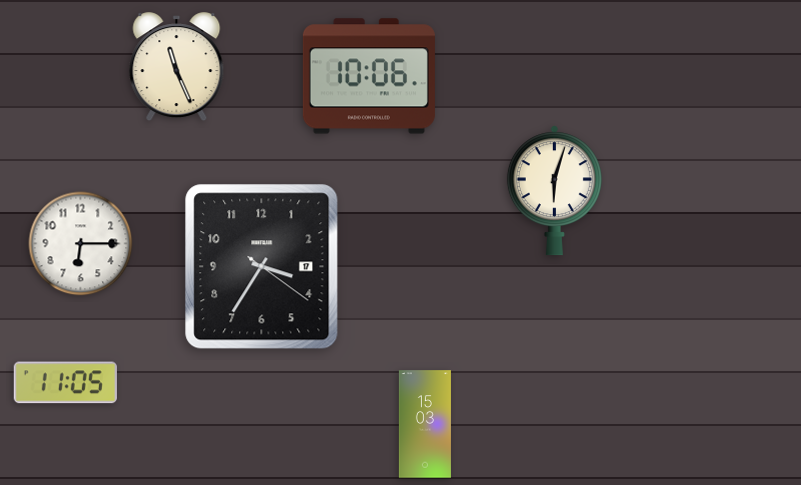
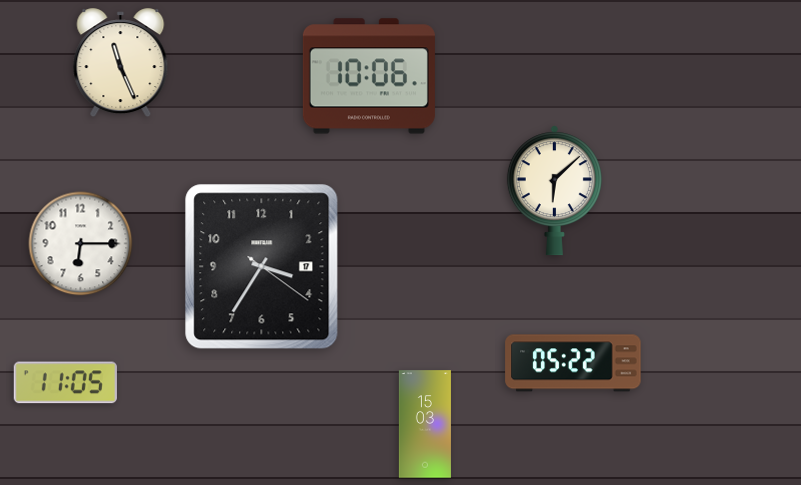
clock at (177, 67) position: (177, 67) -> (121, 63)
clock at (554, 191): 6:03 -> 6:08
clock at (573, 363): none -> 05:22
